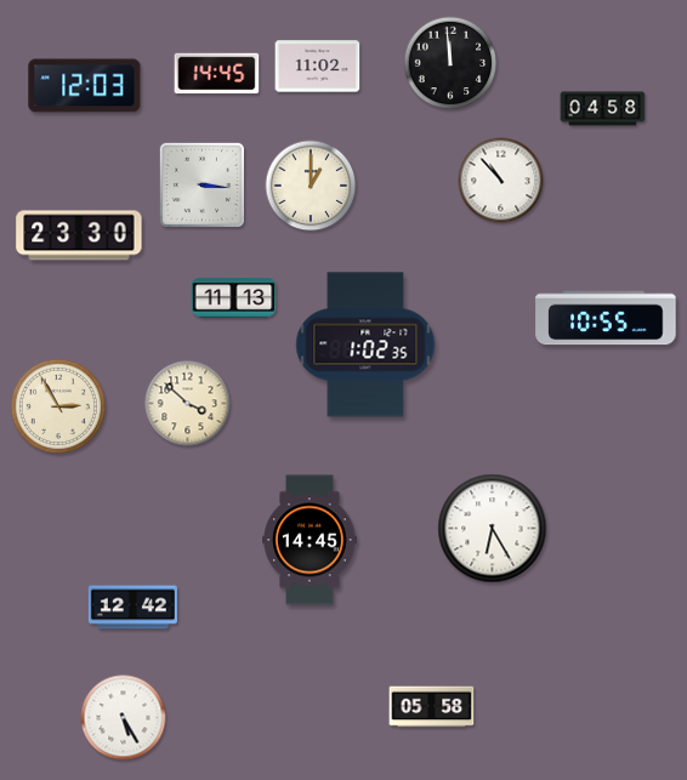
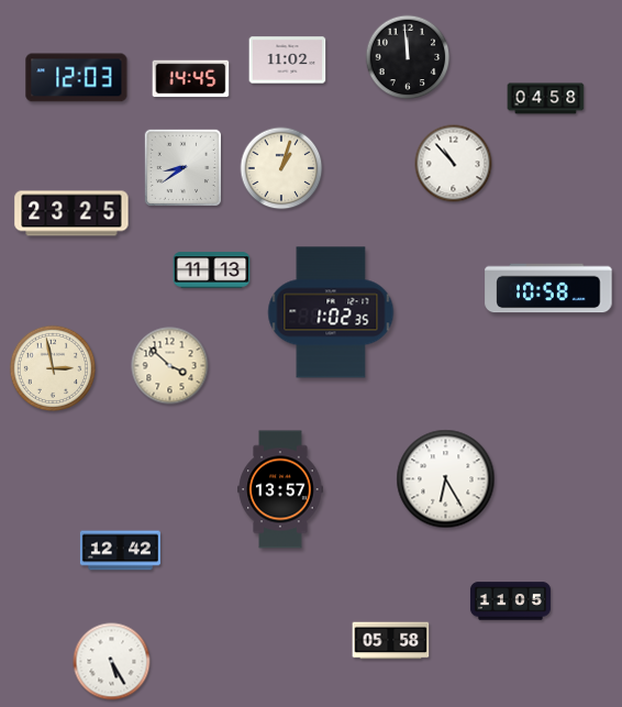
clock at (217, 74) position: (217, 74) -> (191, 79)
clock at (201, 184): 3:16 -> 8:39
clock at (311, 186): 1:00 -> 1:03
clock at (79, 235): 23:30 -> 23:25
clock at (606, 318): 10:55 -> 10:58
clock at (57, 405): 2:55 -> 2:58
clock at (310, 540): 14:45 -> 13:57
clock at (510, 601): none -> 11:05
clock at (124, 718) position: (124, 718) -> (112, 662)
